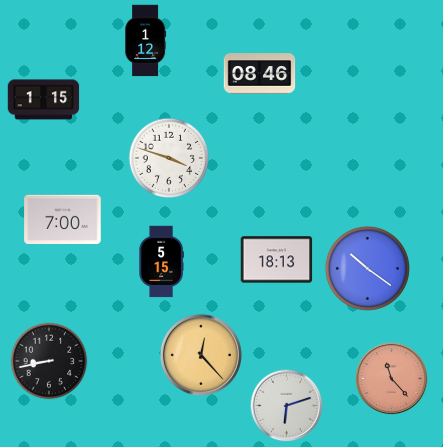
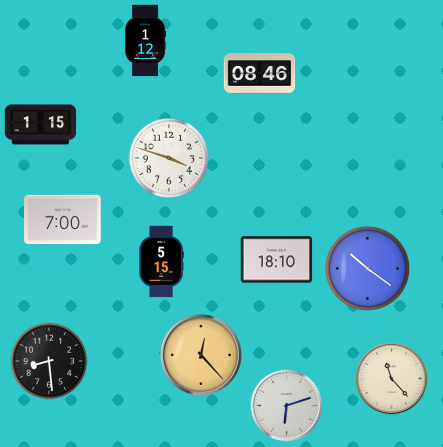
clock at (44, 100) position: (44, 100) -> (41, 125)
clock at (277, 260): 18:13 -> 18:10
clock at (49, 361): 8:43 -> 8:29
clock at (392, 379) dial: salmon -> cream
